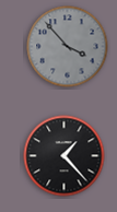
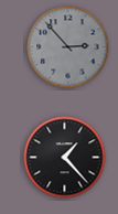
clock at (68, 47): 3:53 -> 2:53
